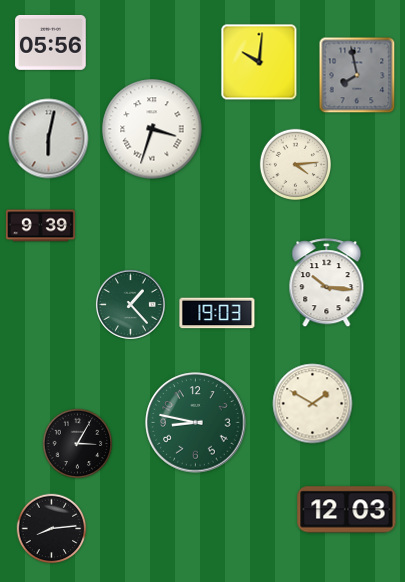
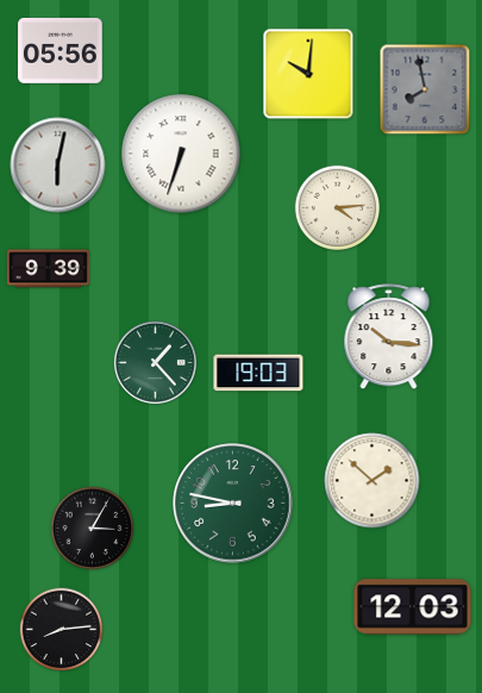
clock at (152, 129): 3:33 -> 6:33
clock at (295, 164) position: (295, 164) -> (337, 207)
clock at (313, 404): 1:50 -> 1:52
